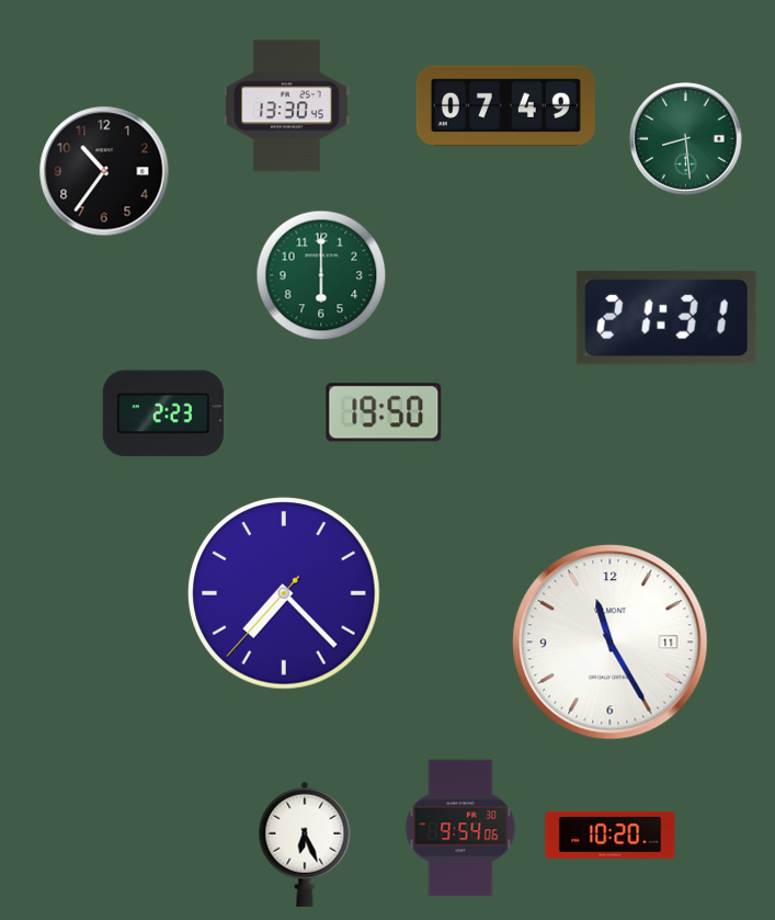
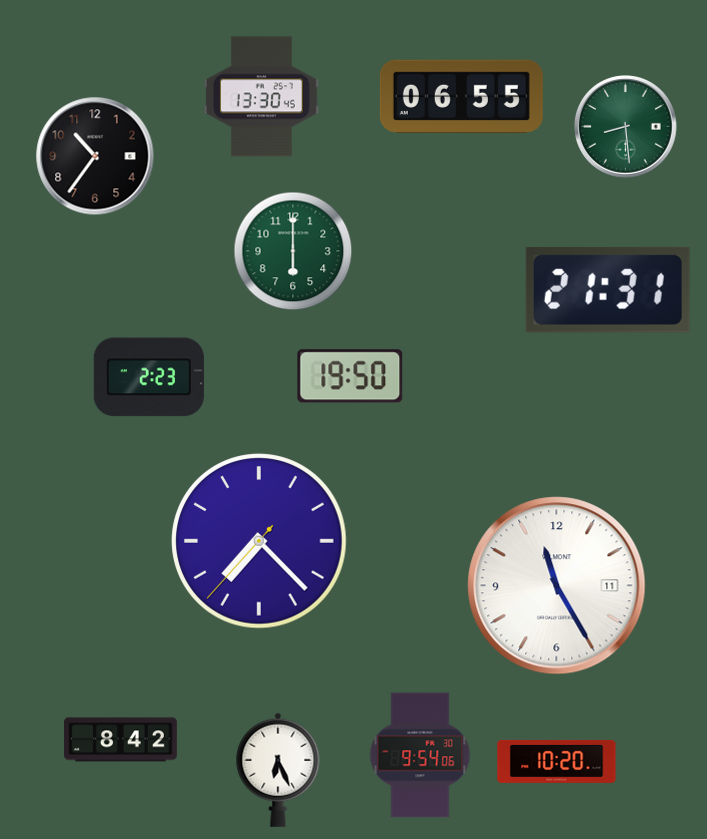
clock at (505, 105): 07:49 -> 06:55
clock at (120, 740): none -> 8:42
